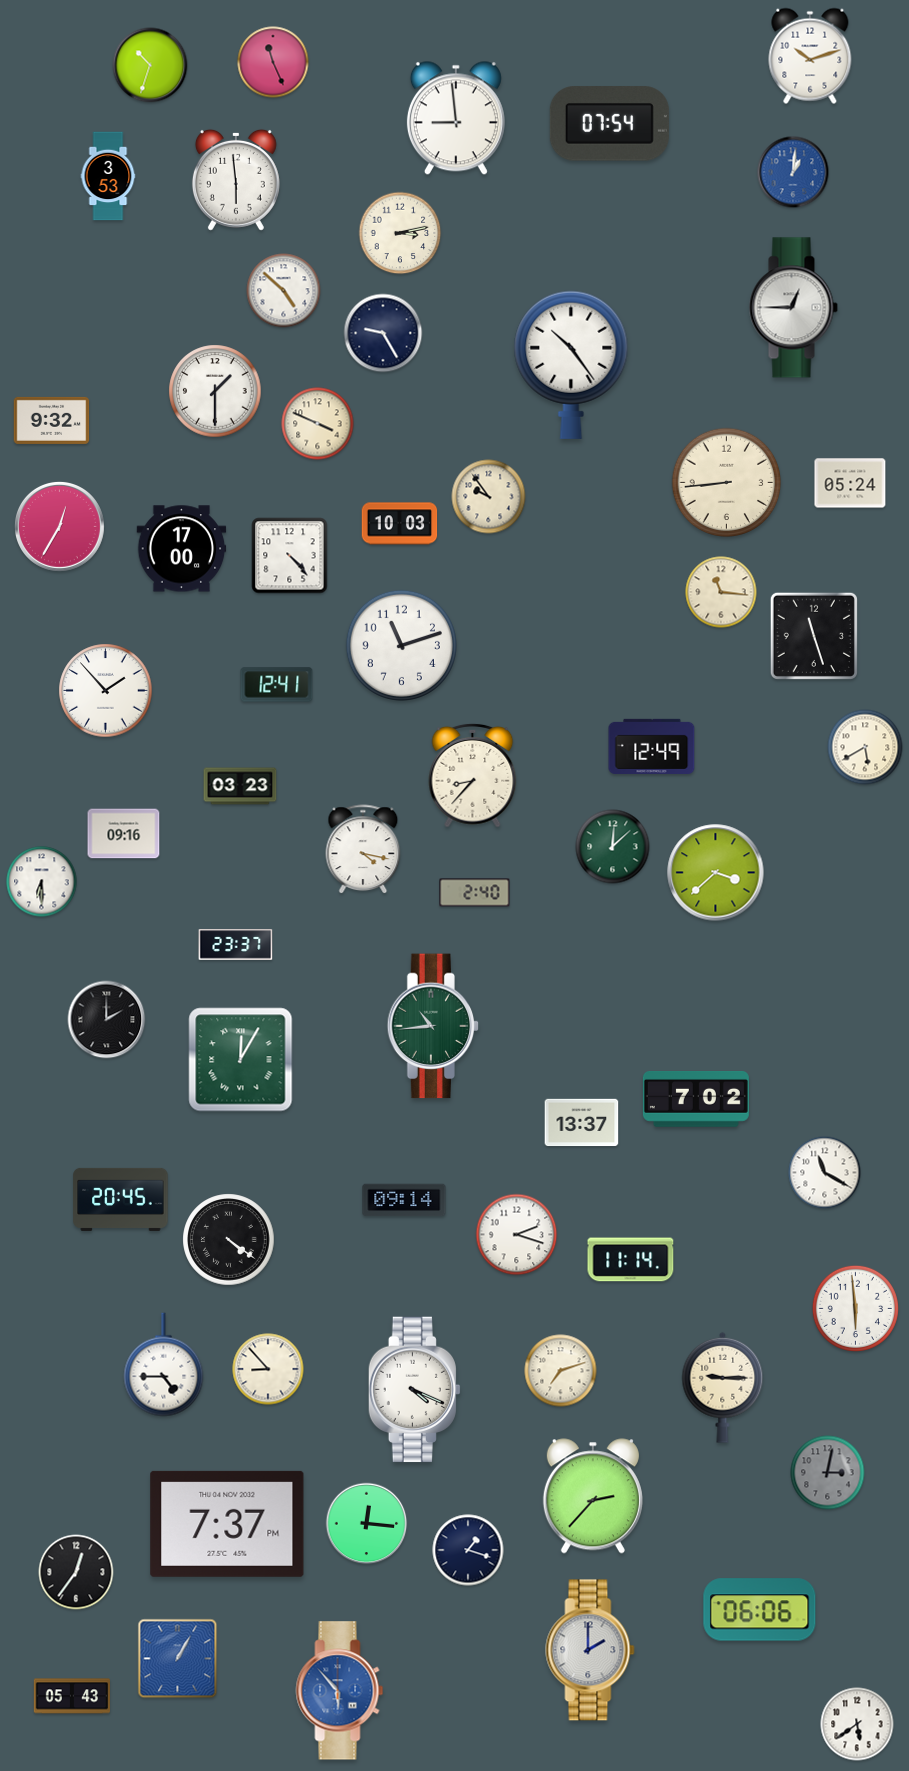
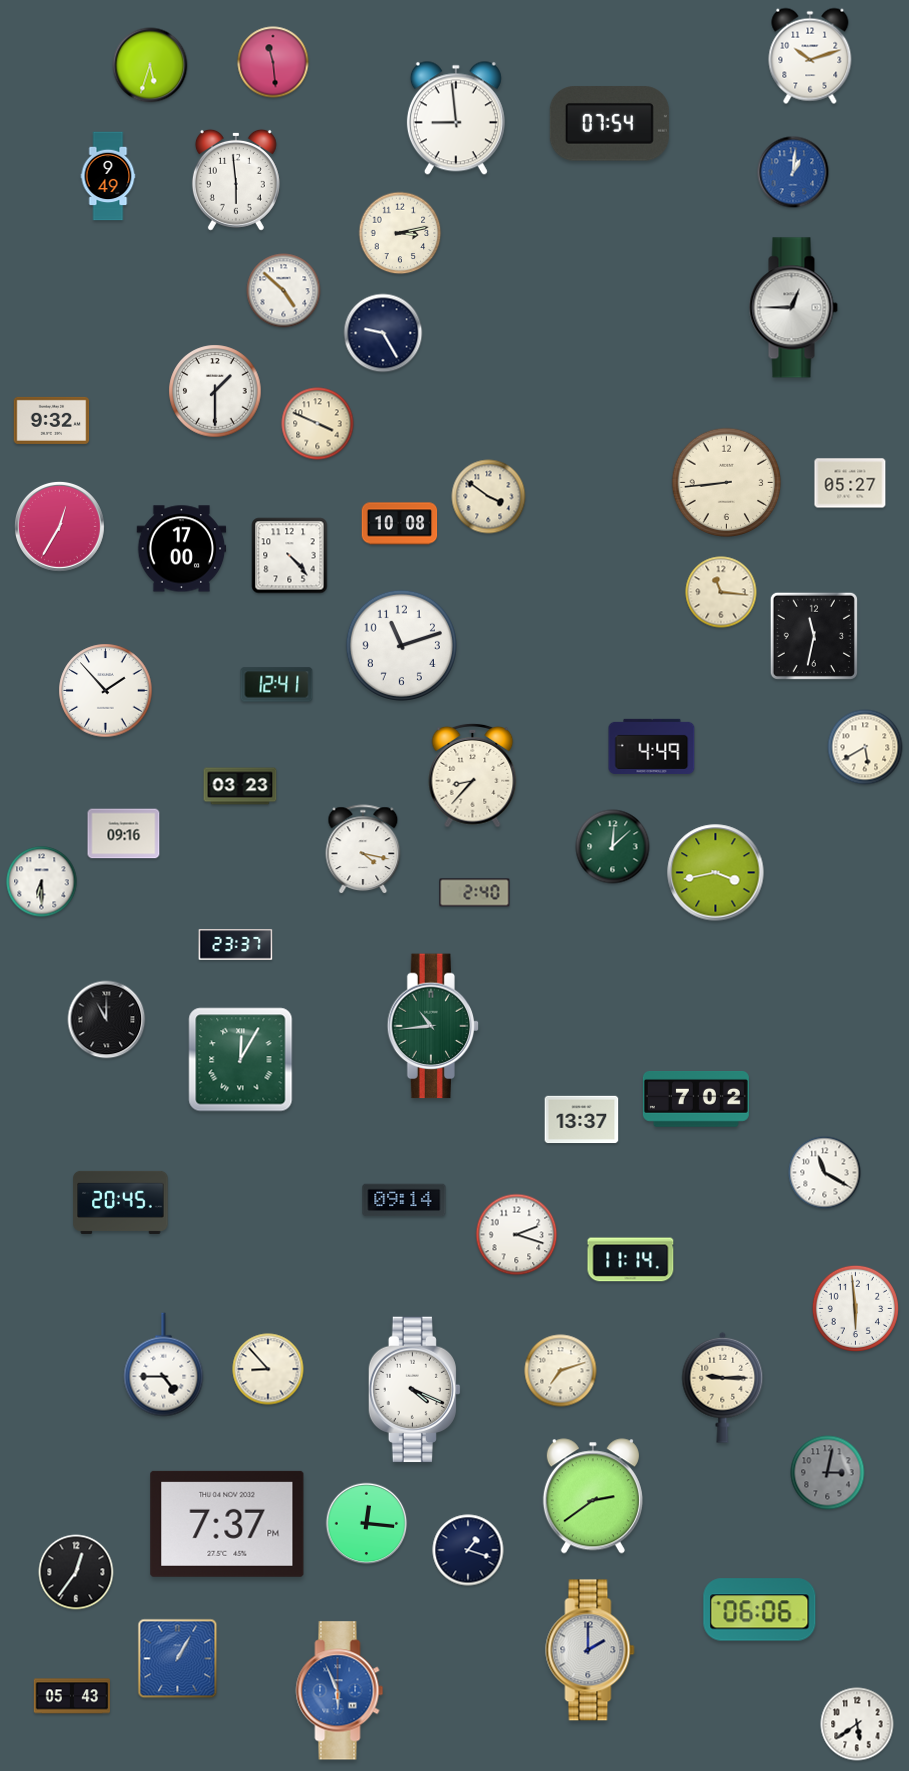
clock at (273, 62): 11:26 -> 11:29
clock at (150, 65): 10:33 -> 5:33
clock at (108, 176): 3:53 -> 9:49
clock at (571, 365): 10:24 -> none
clock at (850, 483): 05:24 -> 05:27
clock at (489, 497): 9:54 -> 3:51
clock at (400, 524): 10:03 -> 10:08
clock at (814, 636): 11:27 -> 11:32
clock at (652, 746): 12:49 -> 4:49
clock at (716, 873): 3:38 -> 3:43
clock at (107, 1020): 2:00 -> 11:00
clock at (582, 1123) position: (582, 1123) -> (582, 1120)
clock at (121, 1199) position: (121, 1199) -> (121, 1202)
clock at (229, 1240): 4:21 -> none
clock at (593, 1496): 2:37 -> 2:39
clock at (340, 1691): 5:53 -> 5:56
